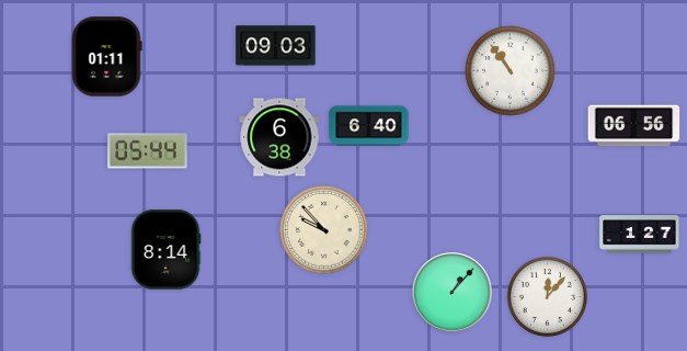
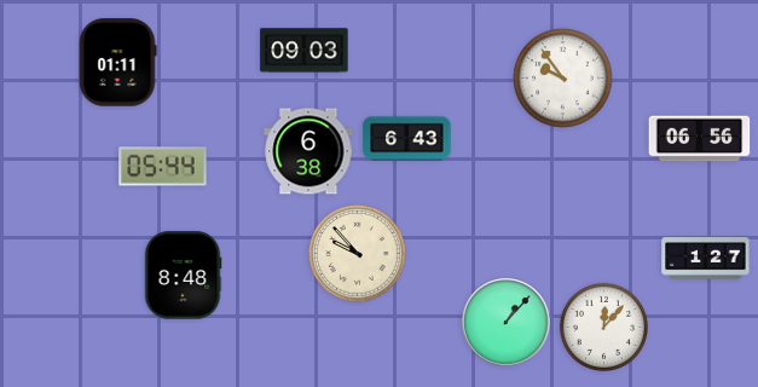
clock at (511, 71): 10:54 -> 9:54
clock at (369, 126): 6:40 -> 6:43
clock at (165, 250): 8:14 -> 8:48
clock at (453, 293) position: (453, 293) -> (507, 323)
